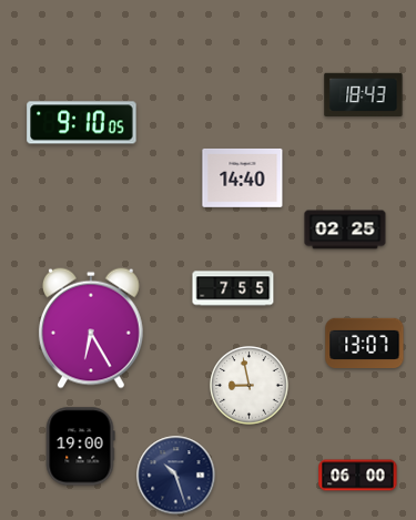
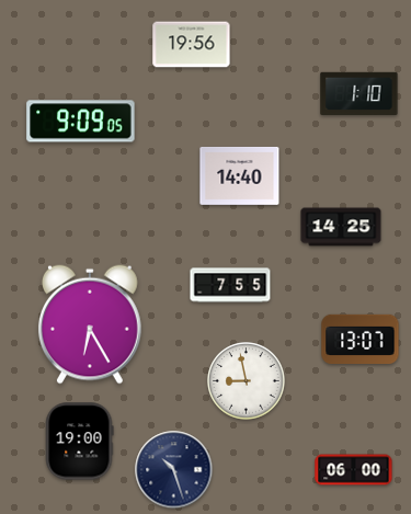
clock at (192, 45): none -> 19:56
clock at (364, 94): 18:43 -> 1:10
clock at (82, 123): 9:10 -> 9:09
clock at (345, 230): 02:25 -> 14:25
